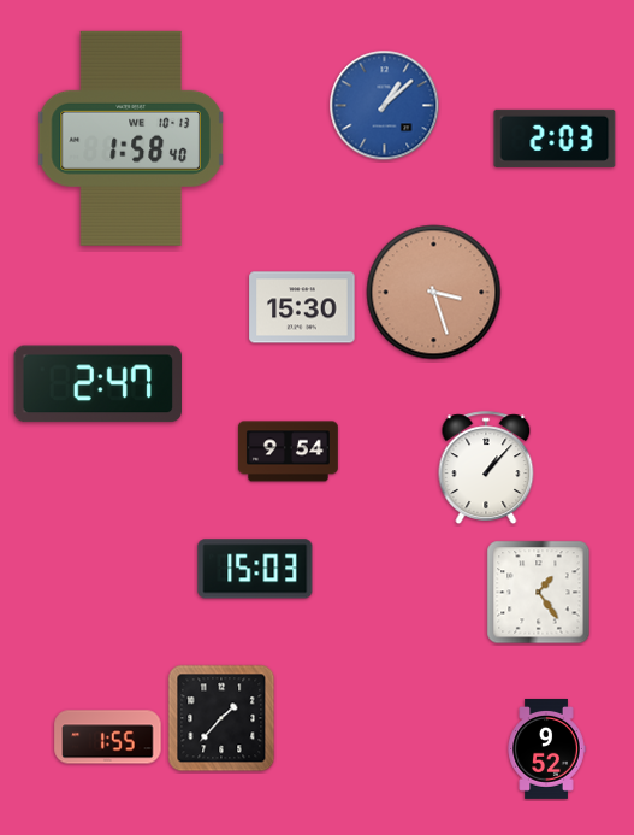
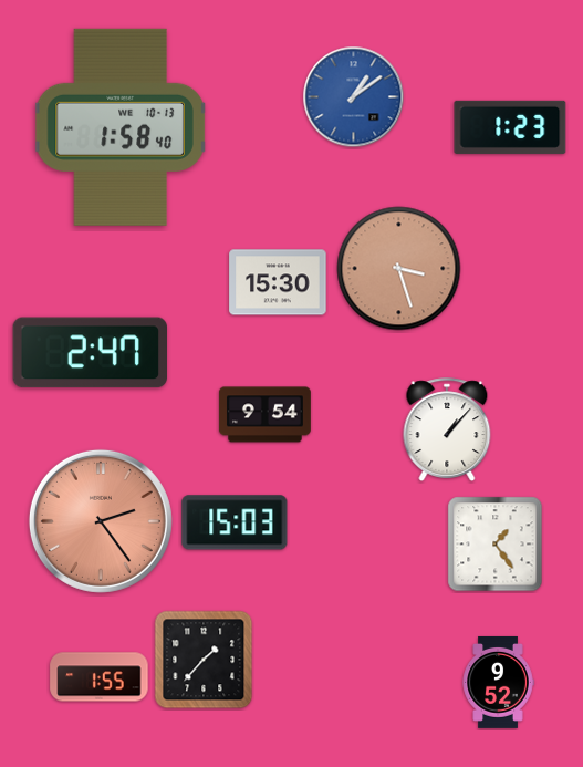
clock at (385, 106): 1:08 -> 1:09
clock at (555, 139): 2:03 -> 1:23
clock at (101, 521): none -> 2:24
clock at (546, 748) position: (546, 748) -> (498, 682)
